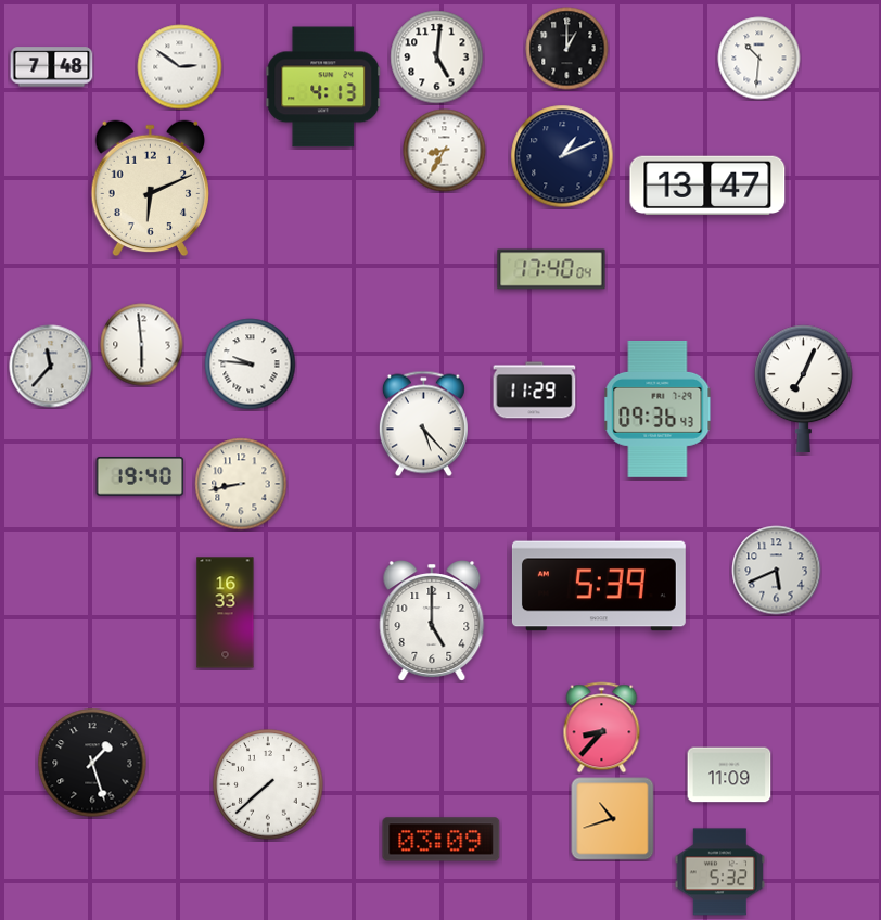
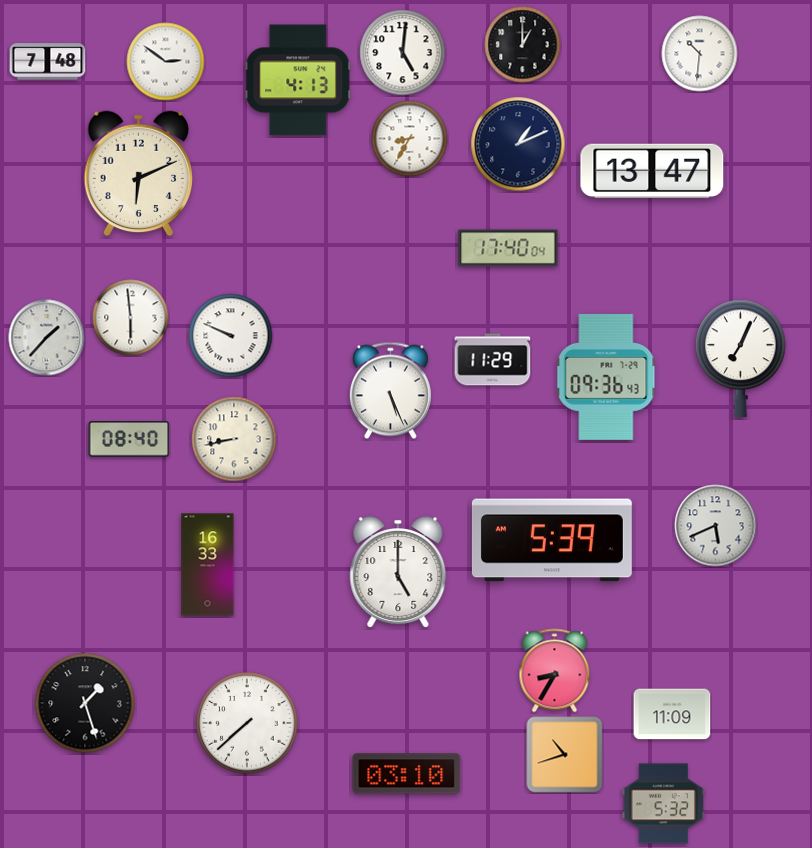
clock at (251, 365): 9:46 -> 9:49
clock at (51, 367): 11:37 -> 1:37
clock at (423, 424): 5:23 -> 5:26
clock at (140, 477): 19:40 -> 08:40
clock at (241, 484) position: (241, 484) -> (234, 439)
clock at (602, 728): 8:37 -> 8:35
clock at (442, 840): 03:09 -> 03:10
